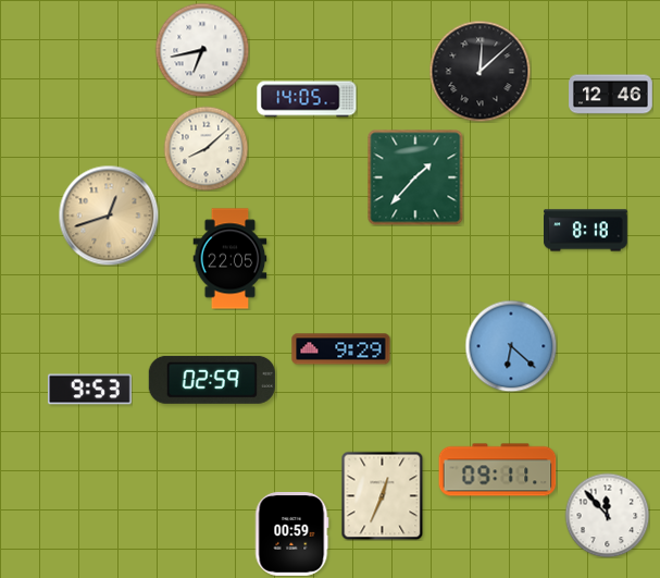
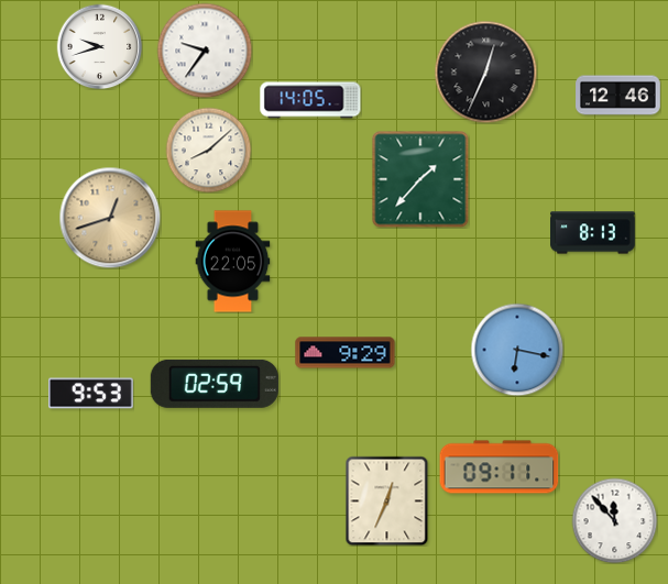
clock at (99, 46): none -> 9:42
clock at (202, 50): 6:43 -> 9:36
clock at (480, 71): 12:08 -> 12:34
clock at (586, 231): 8:18 -> 8:13
clock at (511, 346): 6:22 -> 6:17
clock at (498, 470) position: (498, 470) -> (500, 467)
clock at (292, 534): 00:59 -> none
